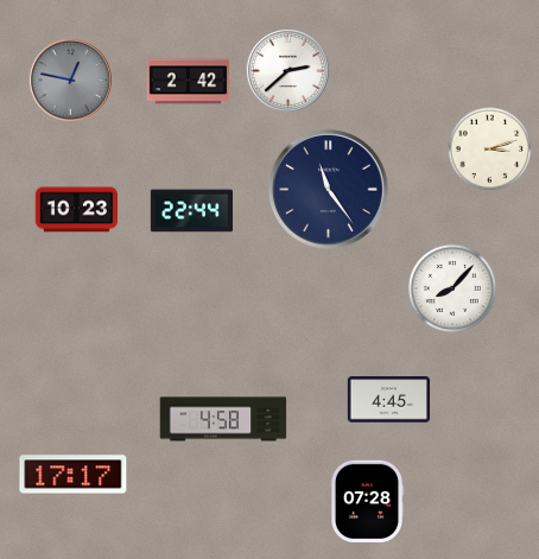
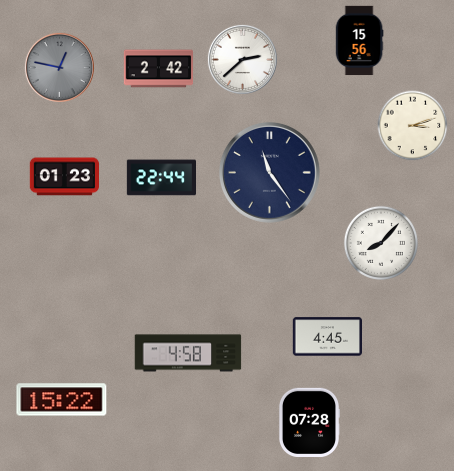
clock at (359, 41): none -> 15:56
clock at (328, 189) position: (328, 189) -> (269, 172)
clock at (76, 210): 10:23 -> 01:23
clock at (74, 475): 17:17 -> 15:22
